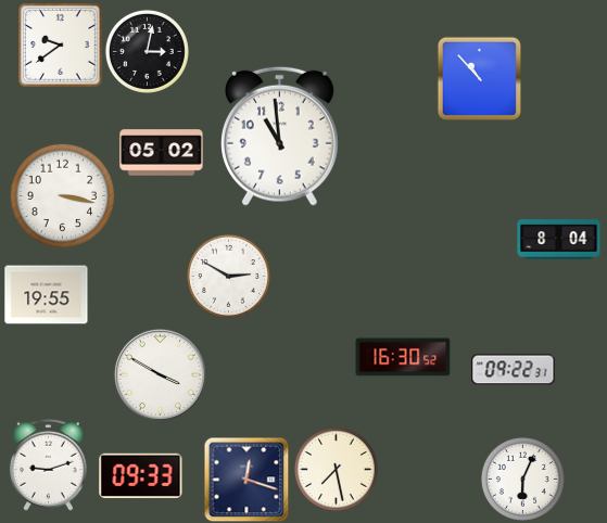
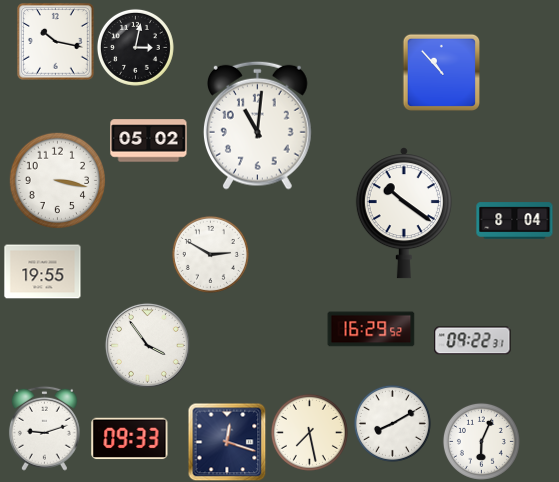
clock at (61, 46): 9:39 -> 10:17
clock at (279, 136): 10:59 -> 11:01
clock at (404, 213): none -> 10:21
clock at (403, 357): 16:30 -> 16:29
clock at (160, 374): 3:50 -> 3:54
clock at (392, 423): none -> 8:10
